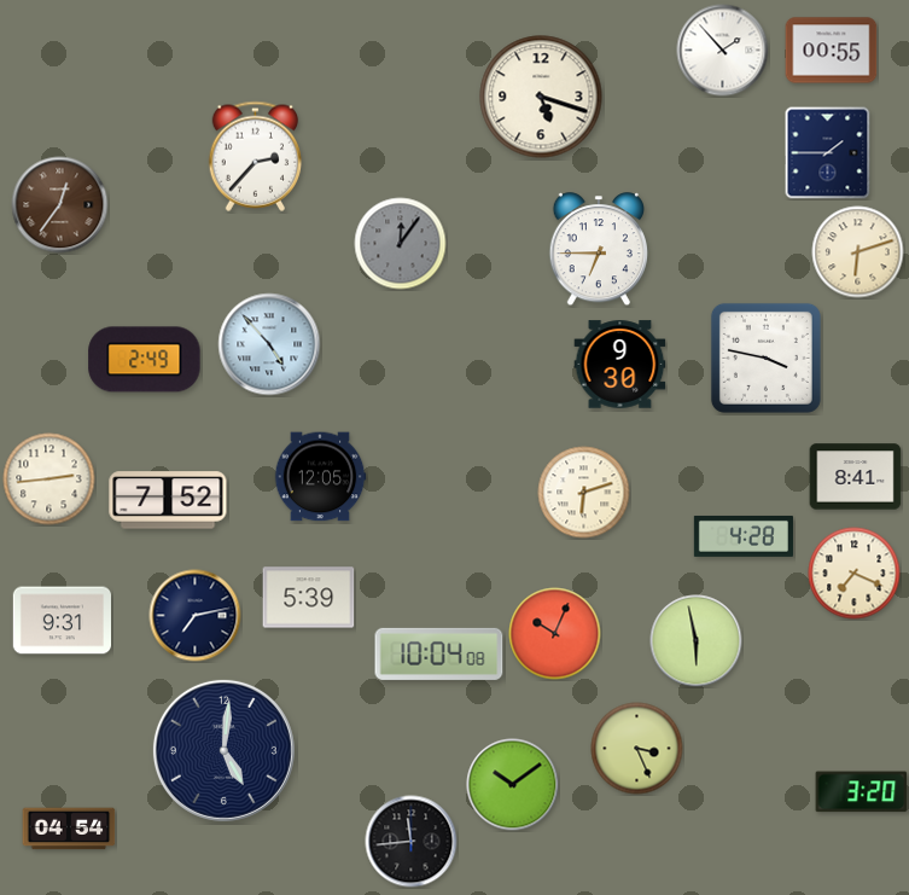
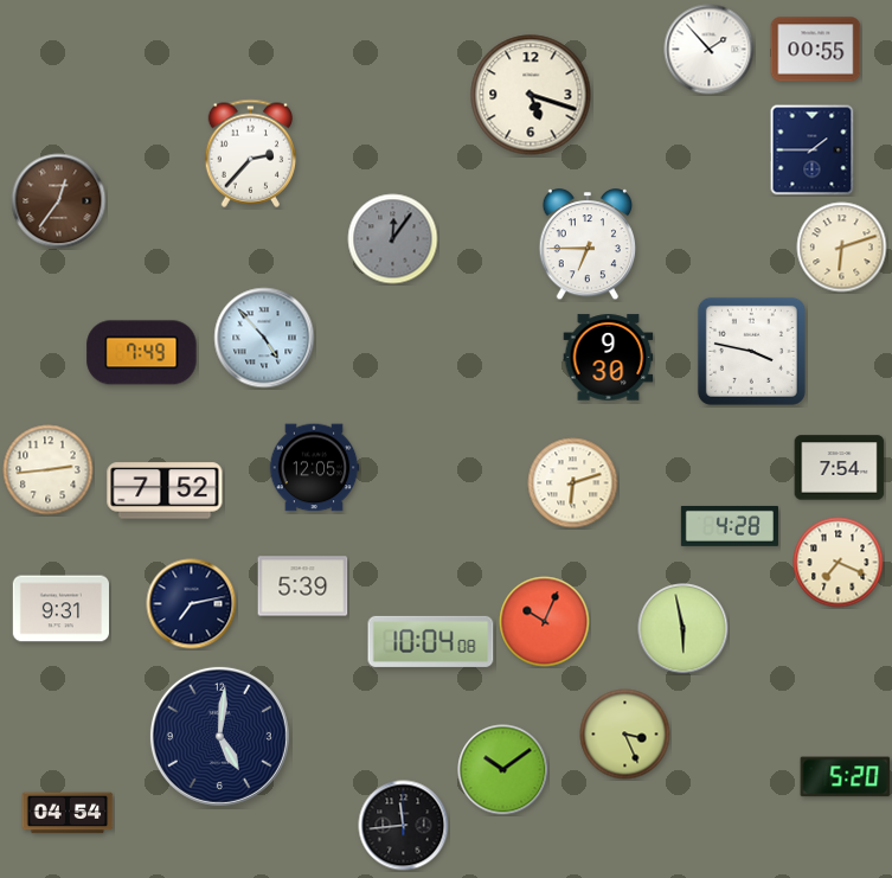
clock at (145, 360): 2:49 -> 7:49
clock at (856, 477): 8:41 -> 7:54
clock at (862, 792): 3:20 -> 5:20
